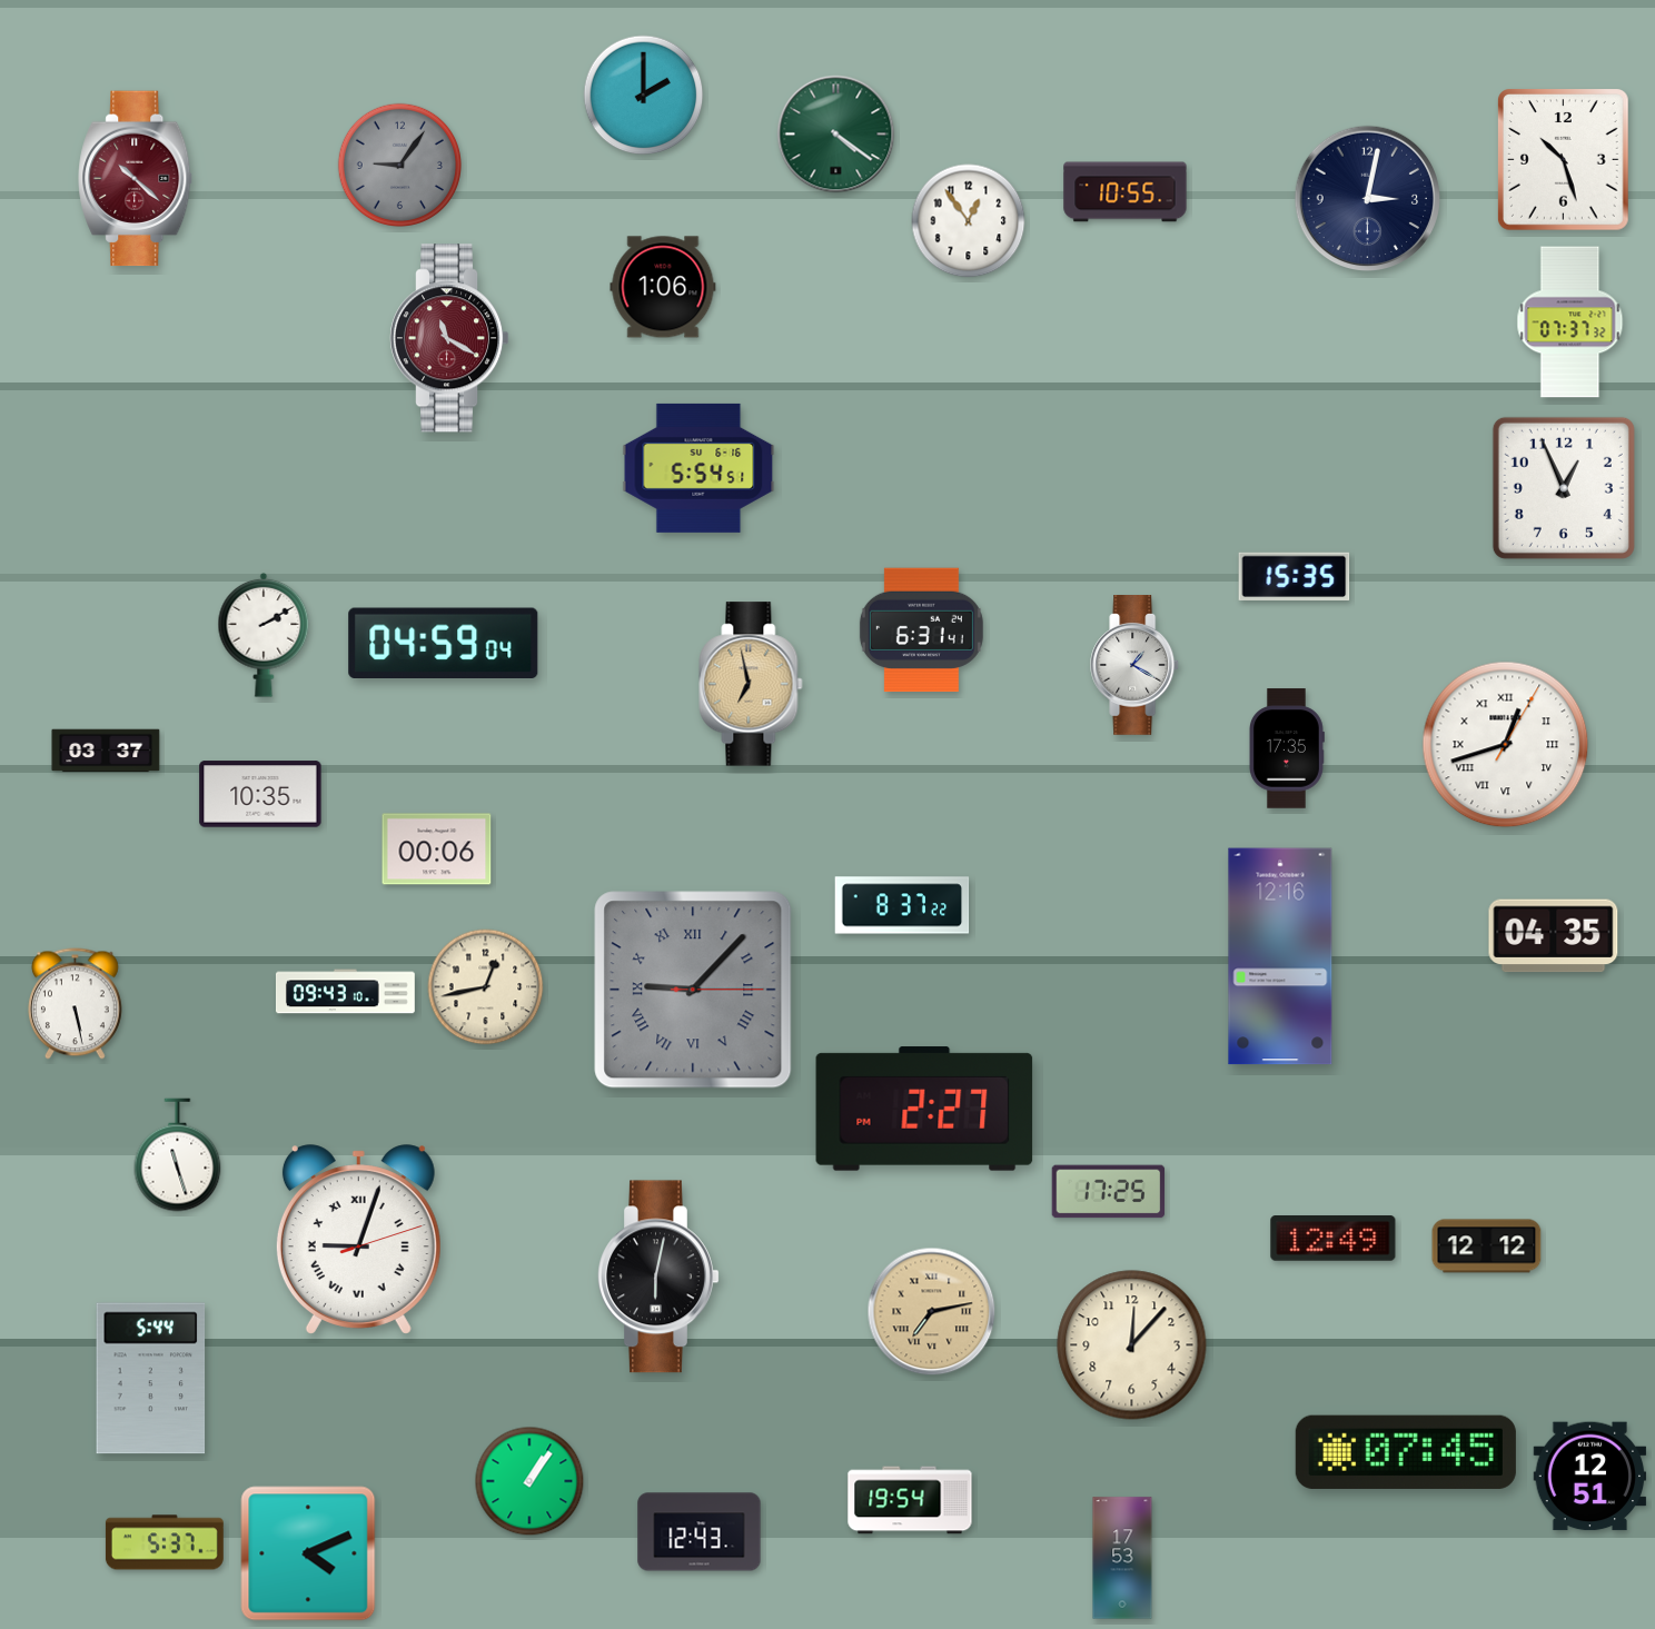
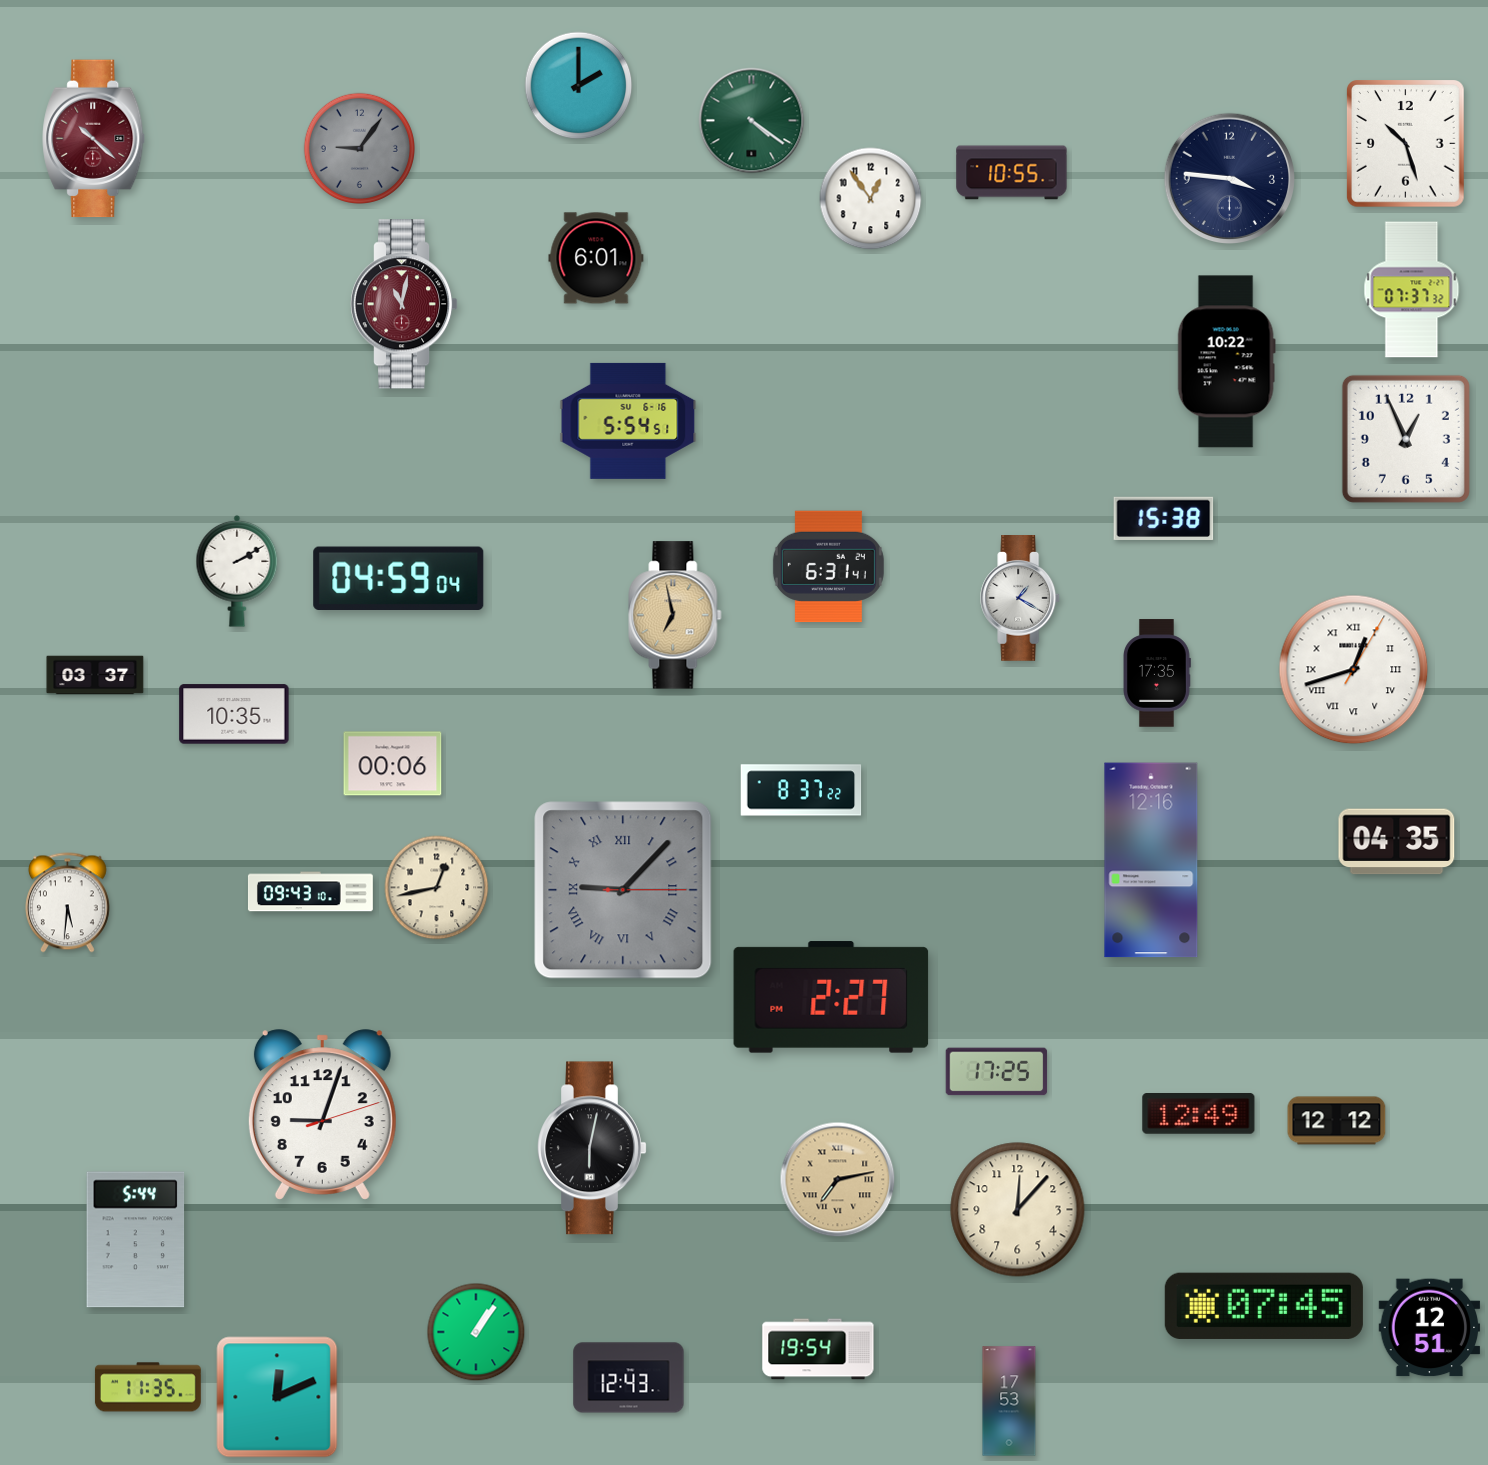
clock at (136, 179) position: (136, 179) -> (94, 139)
clock at (1367, 198): 3:02 -> 3:46
clock at (663, 287): 1:06 -> 6:01
clock at (449, 338): 11:20 -> 11:02
clock at (1226, 362): none -> 10:22
clock at (1295, 576): 15:35 -> 15:38
clock at (902, 905) position: (902, 905) -> (801, 790)
clock at (75, 1004): 5:28 -> 5:31
clock at (178, 1155): 11:27 -> none
clock at (358, 1240) numerals: Roman -> Arabic
clock at (165, 1542): 5:37 -> 11:35
clock at (308, 1553): 4:11 -> 12:11
